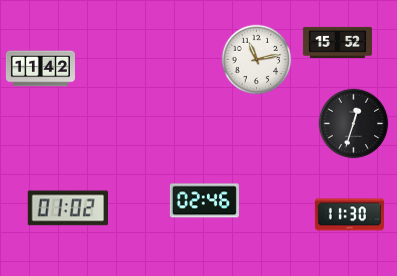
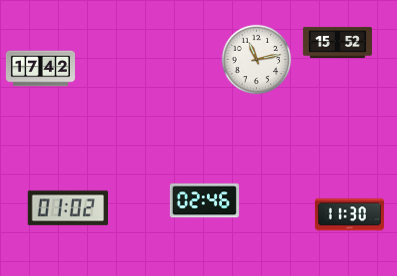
clock at (40, 69): 11:42 -> 17:42
clock at (354, 124): 12:33 -> none
